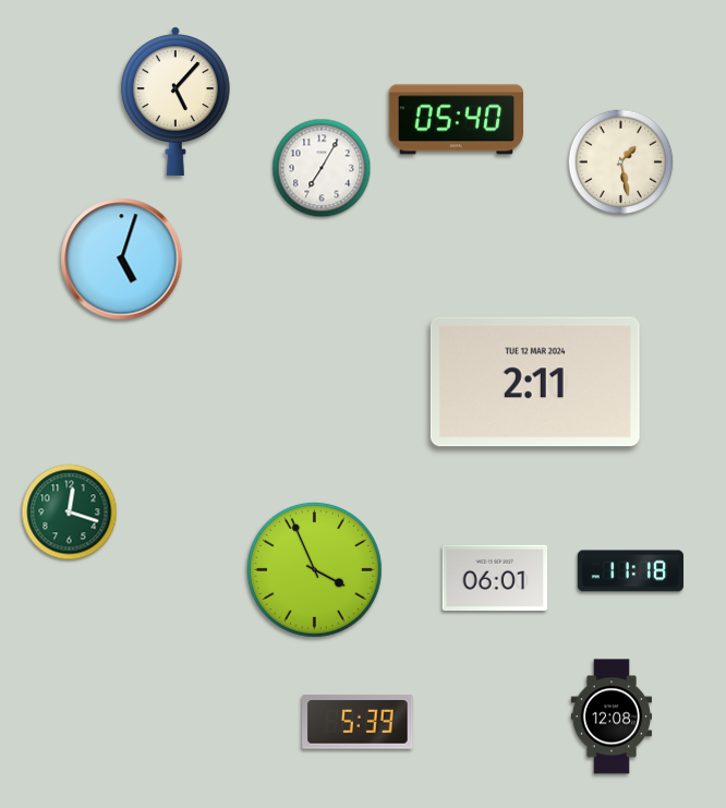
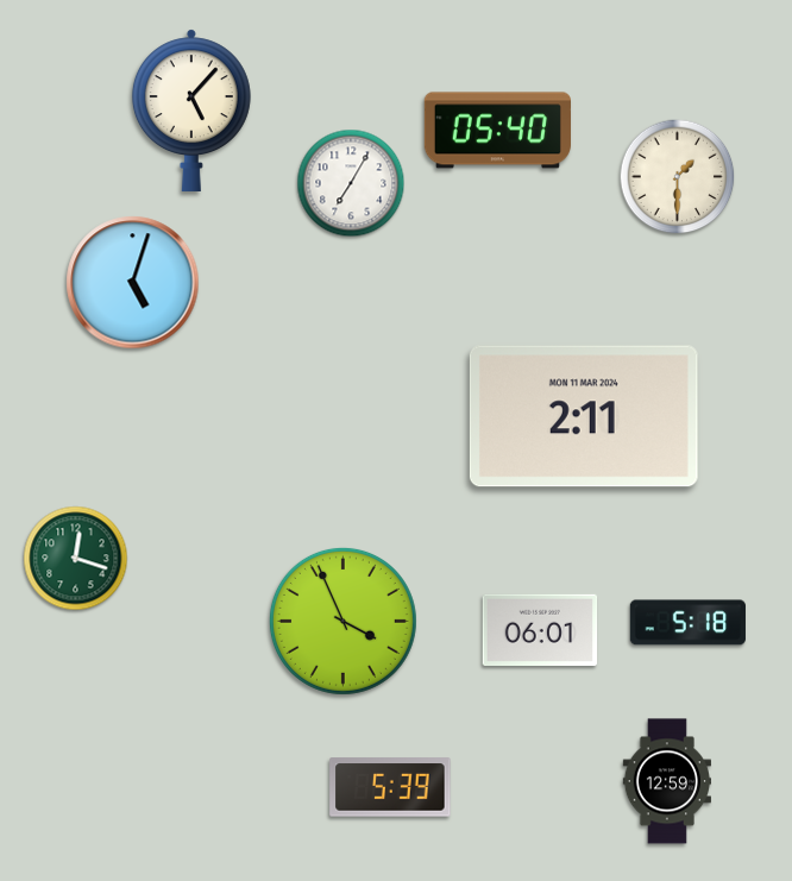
clock at (621, 162): 1:28 -> 1:30
clock at (535, 382) date: TUE 12 MAR 2024 -> MON 11 MAR 2024
clock at (630, 571): 11:18 -> 5:18
clock at (610, 716): 12:08 -> 12:59
